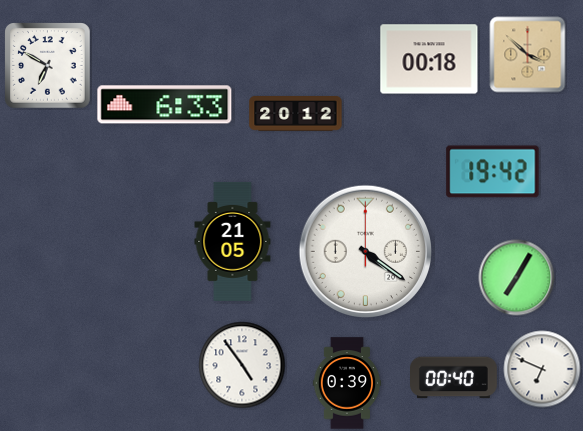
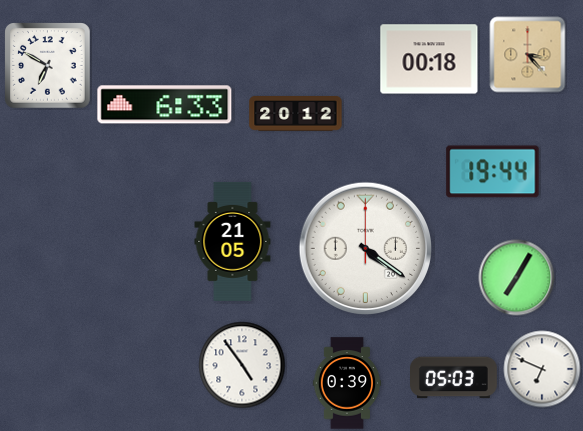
clock at (528, 55): 3:52 -> 3:23
clock at (493, 172): 19:42 -> 19:44
clock at (365, 251) position: (365, 251) -> (365, 248)
clock at (454, 378): 00:40 -> 05:03
